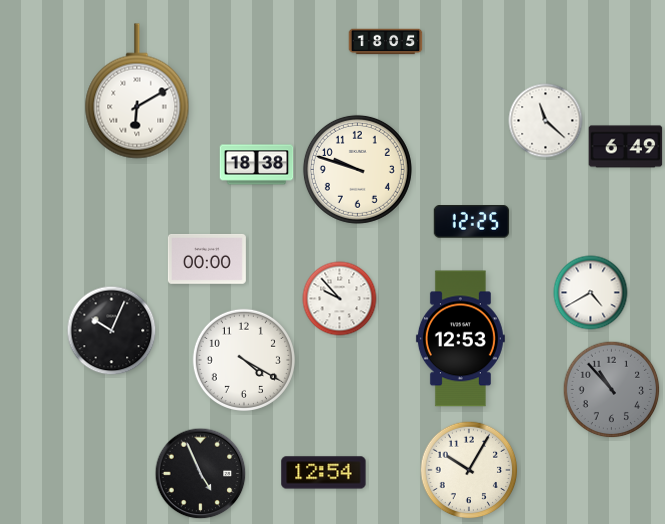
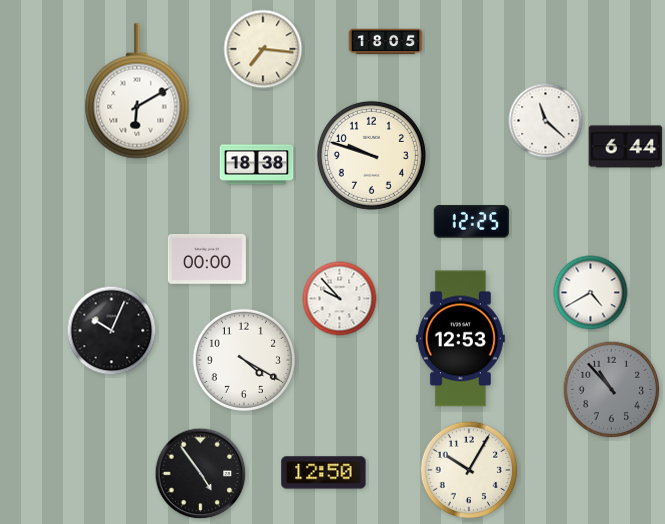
clock at (263, 49): none -> 7:16
clock at (626, 147): 6:49 -> 6:44
clock at (357, 169) position: (357, 169) -> (371, 155)
clock at (324, 473): 12:54 -> 12:50
clock at (201, 474): 4:56 -> 4:54
